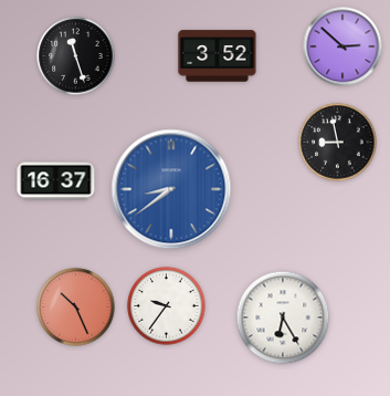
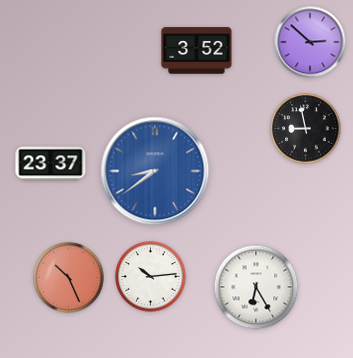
clock at (76, 56): 11:27 -> none
clock at (56, 181): 16:37 -> 23:37
clock at (167, 306): 9:36 -> 10:14
